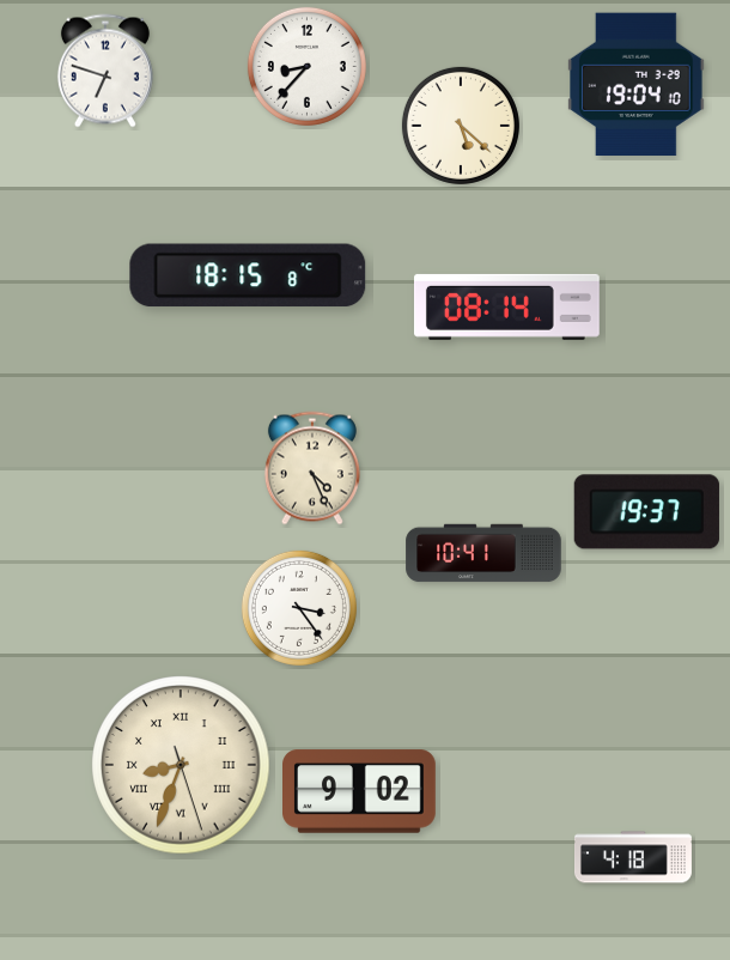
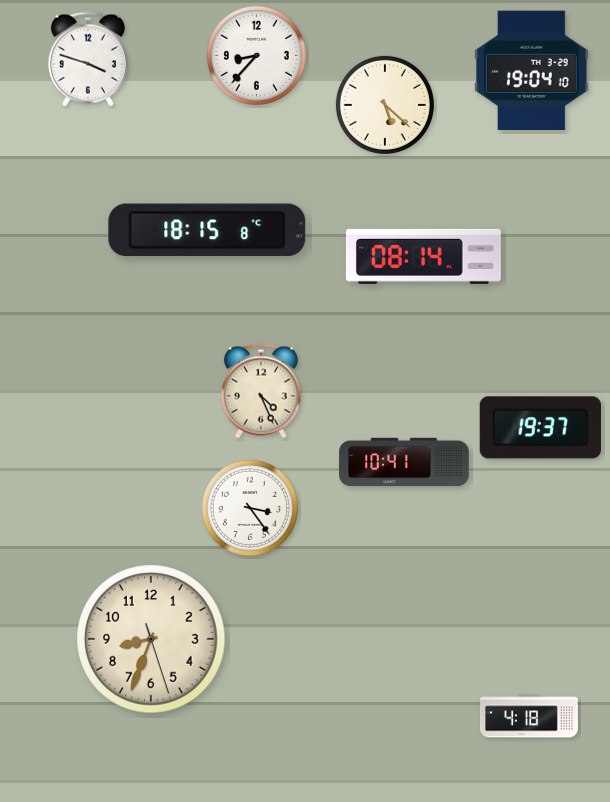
clock at (105, 71): 6:48 -> 3:48
clock at (181, 765) numerals: Roman -> Arabic
clock at (360, 791): 9:02 -> none
